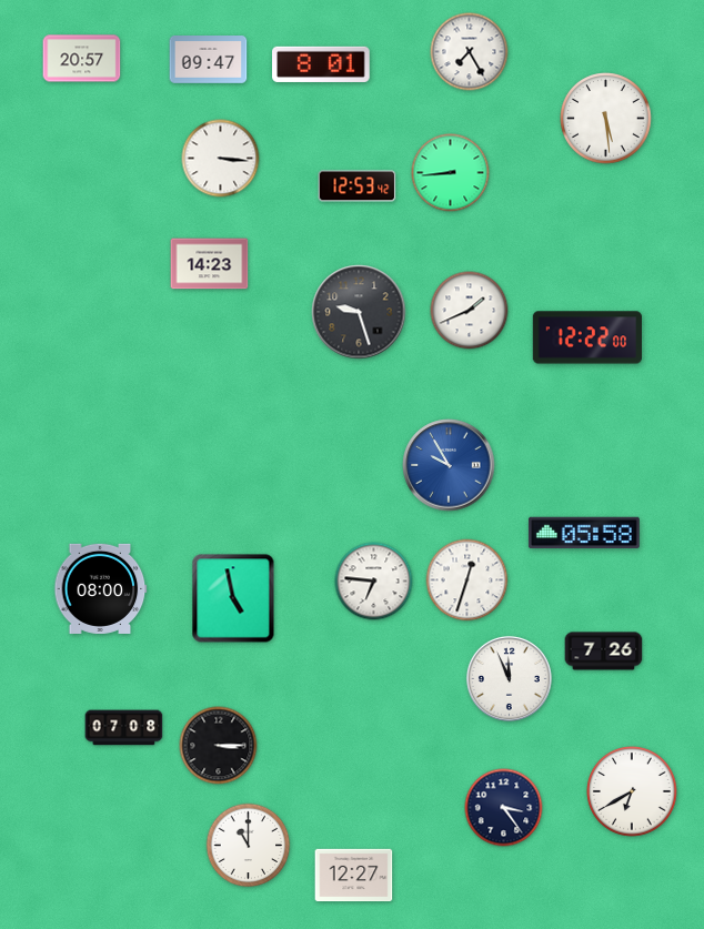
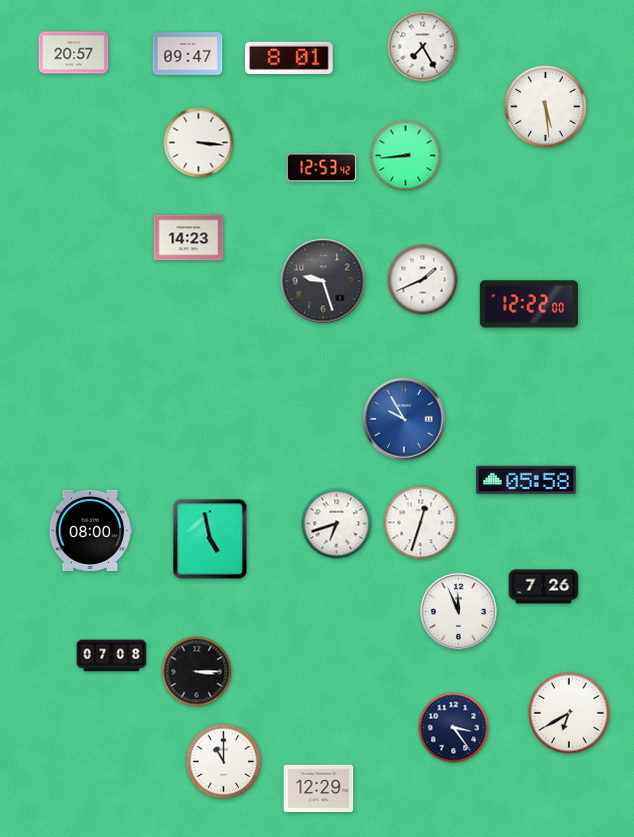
clock at (374, 582): 6:46 -> 6:42
clock at (354, 876): 12:27 -> 12:29
